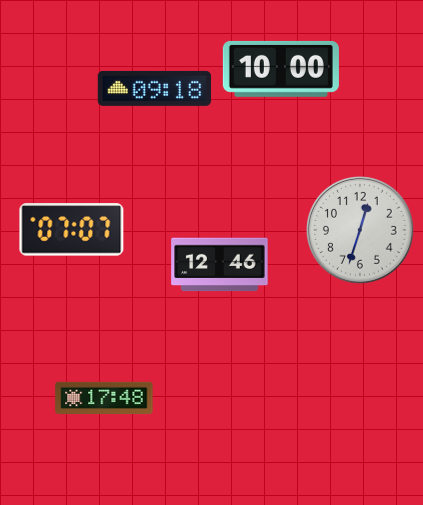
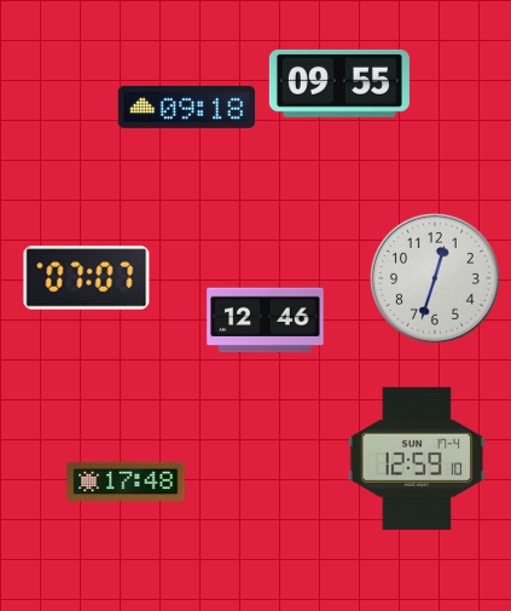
clock at (281, 69): 10:00 -> 09:55
clock at (416, 459): none -> 12:59
